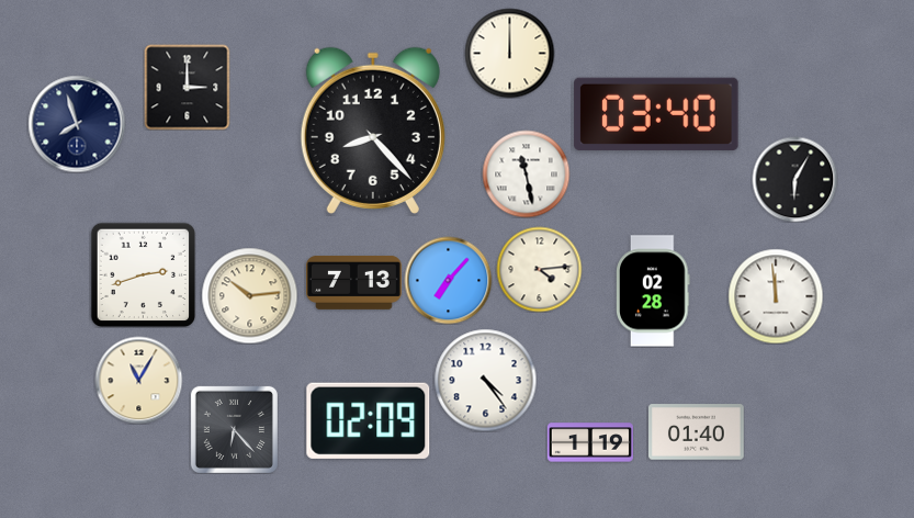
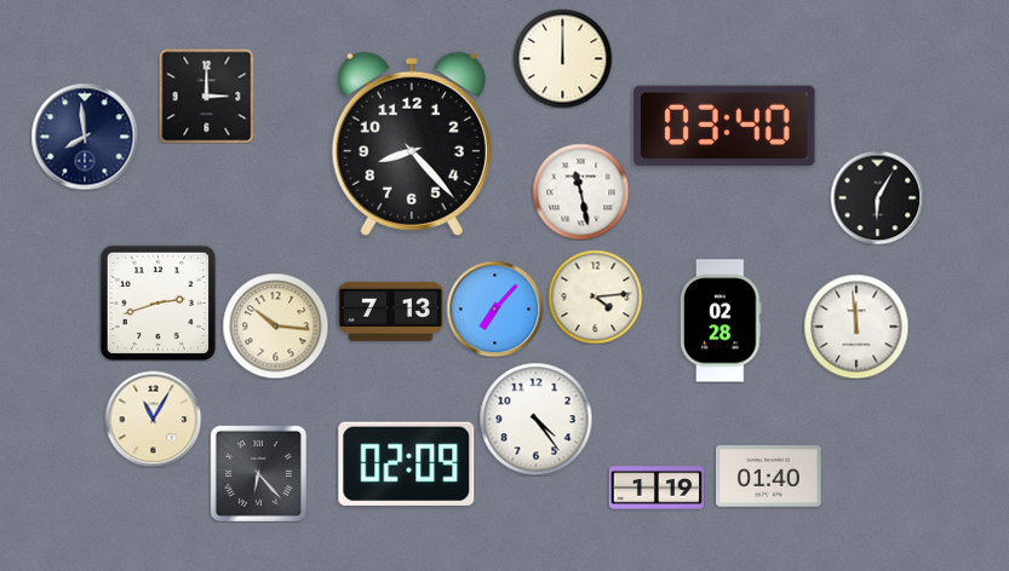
clock at (77, 124): 7:57 -> 7:59
clock at (249, 295): 10:14 -> 10:16
clock at (589, 442) position: (589, 442) -> (655, 488)
